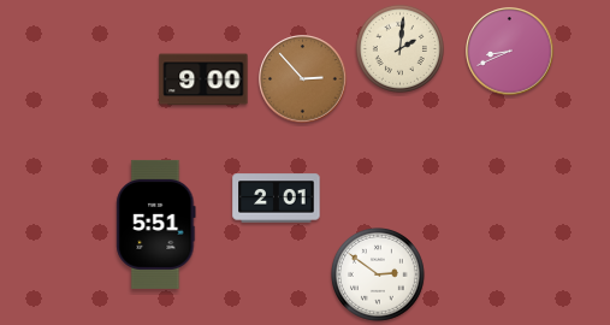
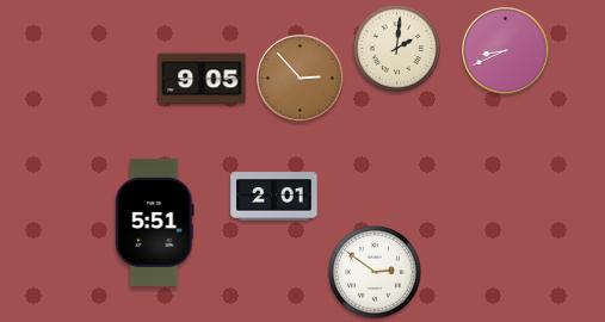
clock at (203, 79): 9:00 -> 9:05
